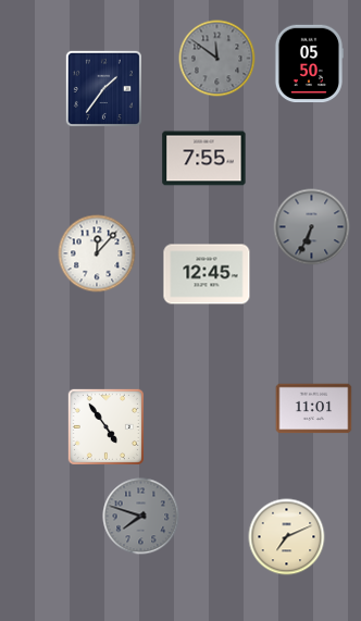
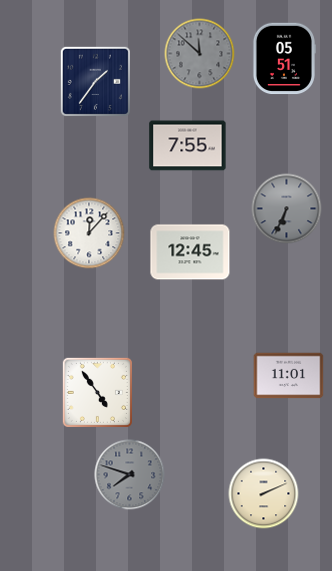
clock at (217, 59): 11:51 -> 11:52
clock at (309, 64): 05:50 -> 05:51
clock at (287, 537): 7:11 -> 2:11
